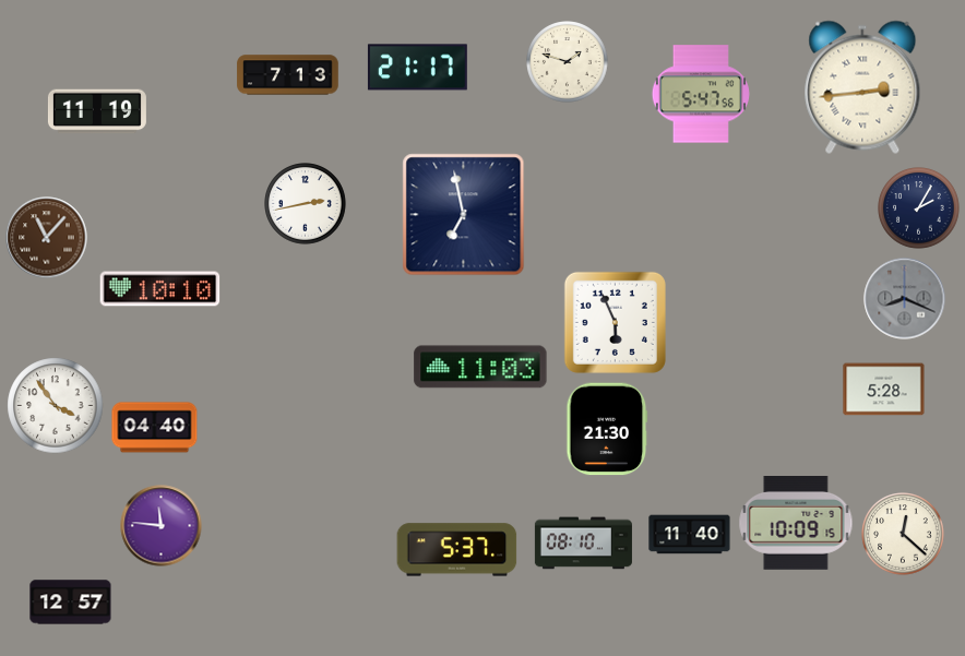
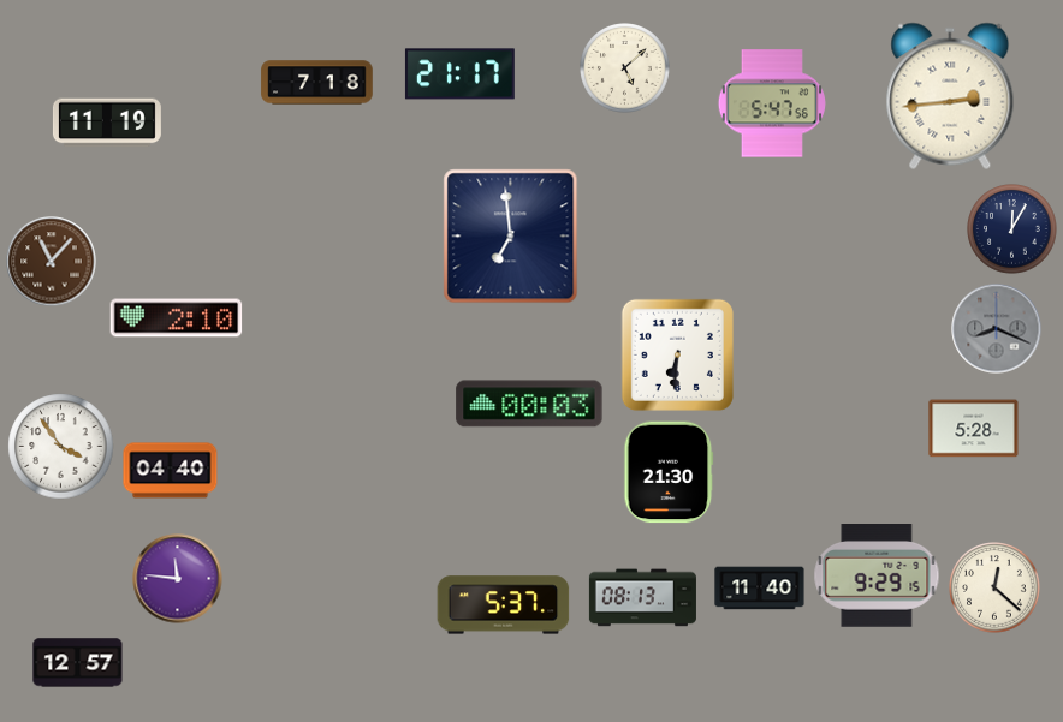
clock at (568, 62): 1:48 -> 5:08
clock at (288, 75): 7:13 -> 7:18
clock at (306, 204): 2:43 -> none
clock at (919, 208): 2:05 -> 12:05
clock at (464, 215): 6:58 -> 6:59
clock at (160, 289): 10:10 -> 2:10
clock at (615, 322): 5:56 -> 6:31
clock at (480, 367): 11:03 -> 00:03
clock at (796, 524): 10:09 -> 9:29
clock at (583, 544): 08:10 -> 08:13
